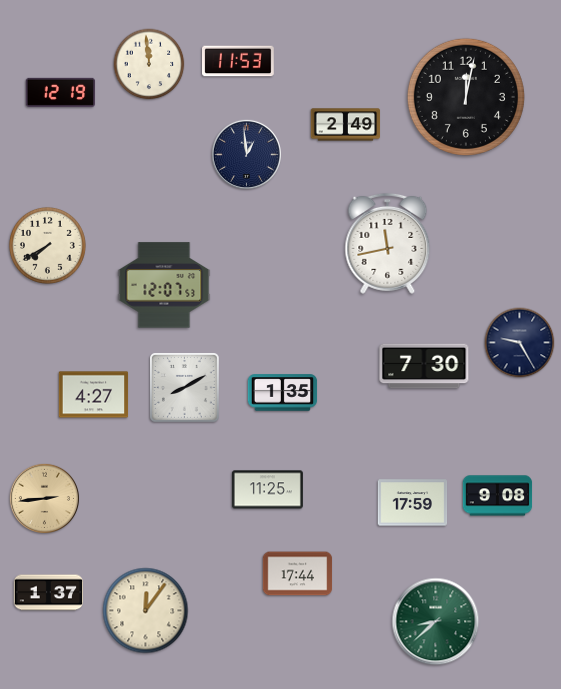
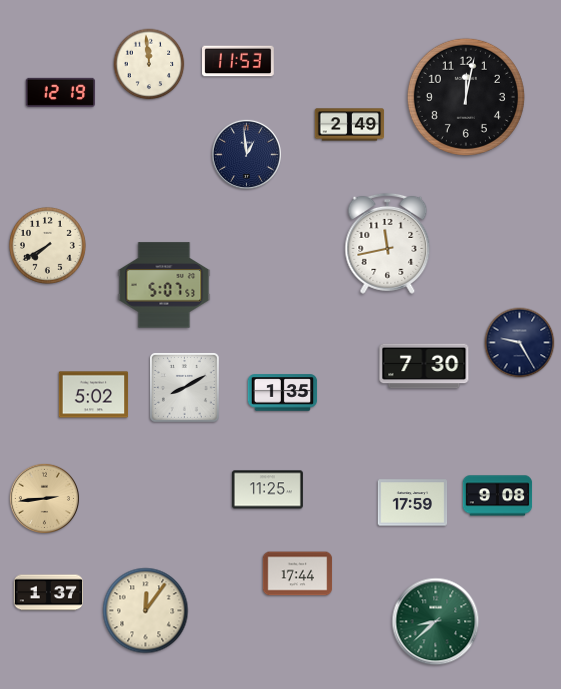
clock at (346, 125) position: (346, 125) -> (350, 125)
clock at (164, 285): 12:07 -> 5:07
clock at (94, 395): 4:27 -> 5:02
